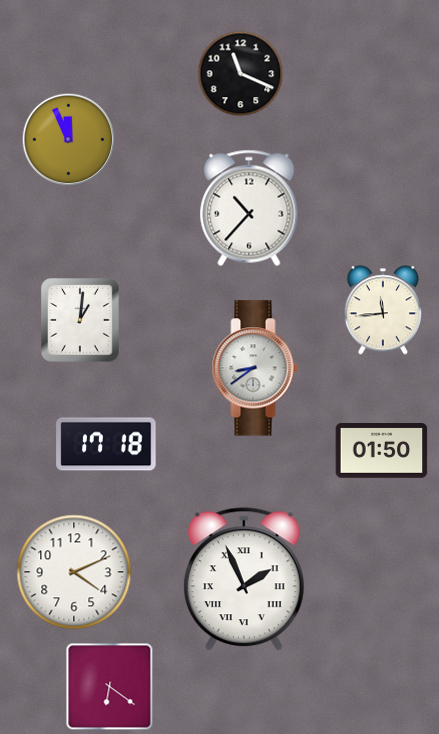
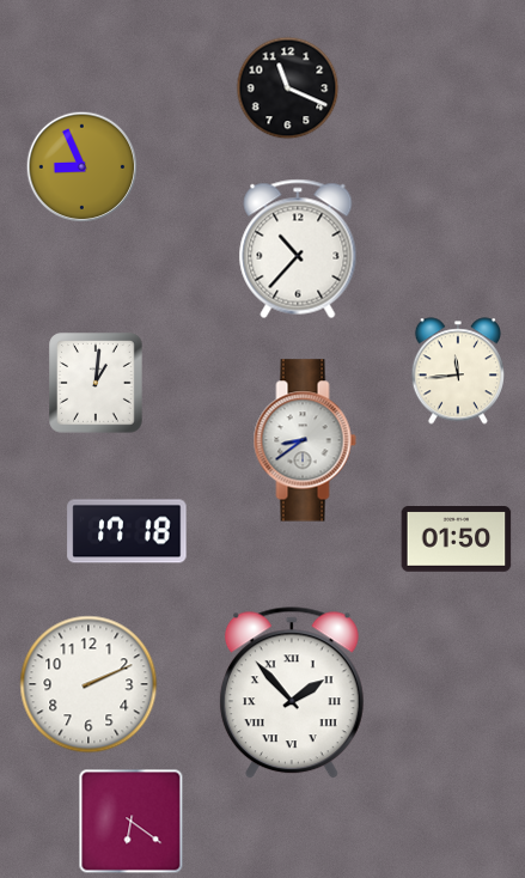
clock at (69, 140): 11:56 -> 8:56
clock at (74, 572): 4:11 -> 2:11
clock at (244, 580): 1:56 -> 1:53
